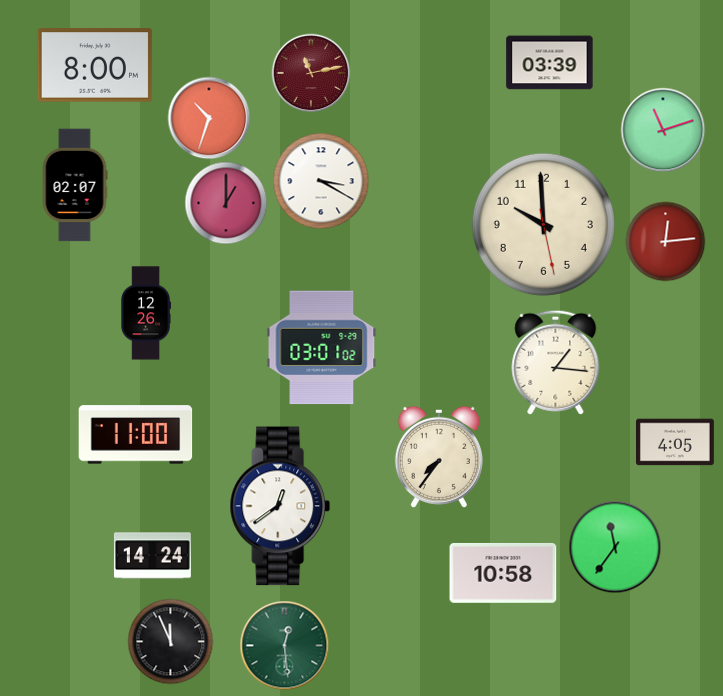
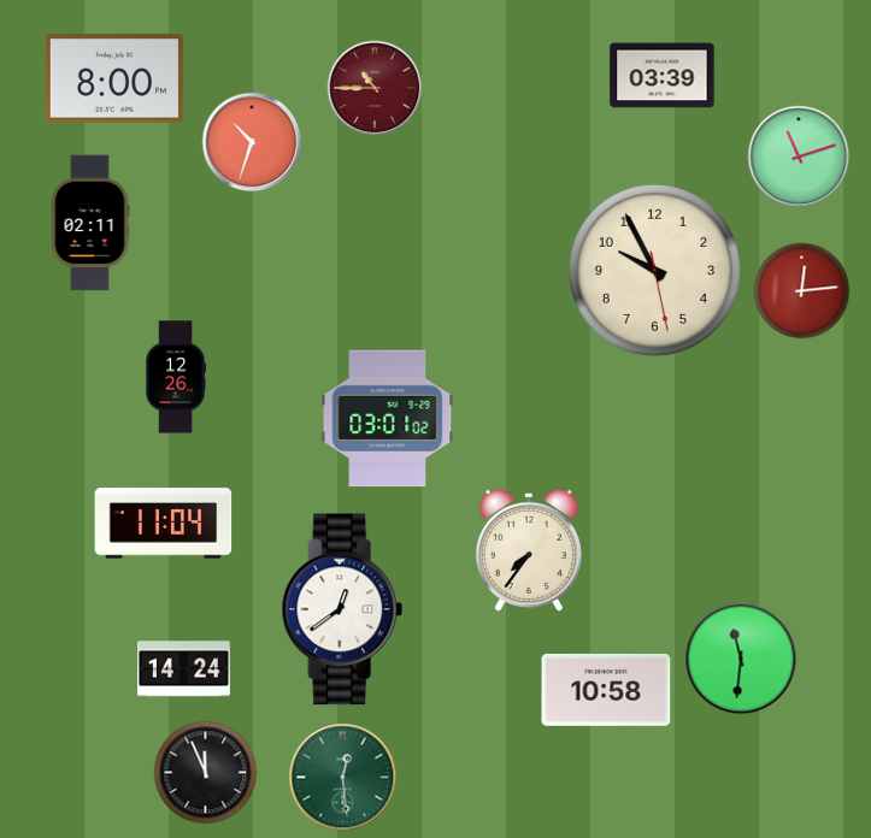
clock at (311, 73): 11:13 -> 10:45
clock at (321, 181): 3:20 -> none
clock at (75, 185): 02:07 -> 02:11
clock at (226, 203): 1:00 -> none
clock at (543, 224): 9:59 -> 9:55
clock at (556, 362): 1:16 -> none
clock at (136, 435): 11:00 -> 11:04
clock at (676, 442): 4:05 -> none
clock at (280, 506) position: (280, 506) -> (342, 609)
clock at (615, 547): 11:36 -> 11:31
